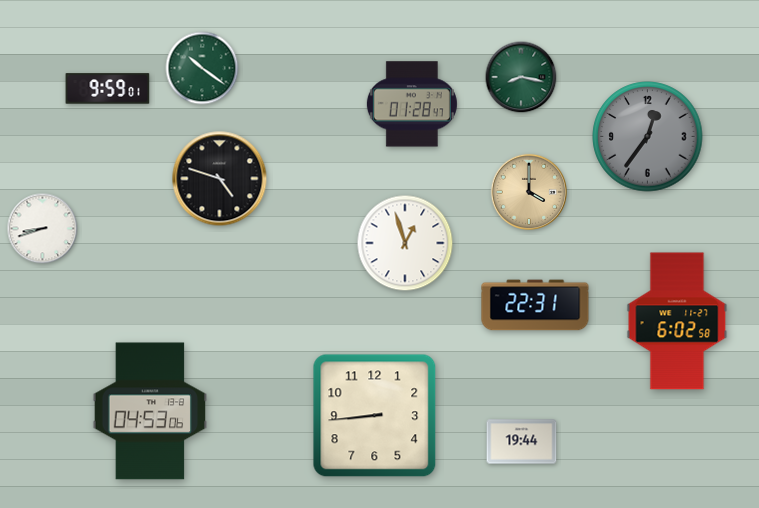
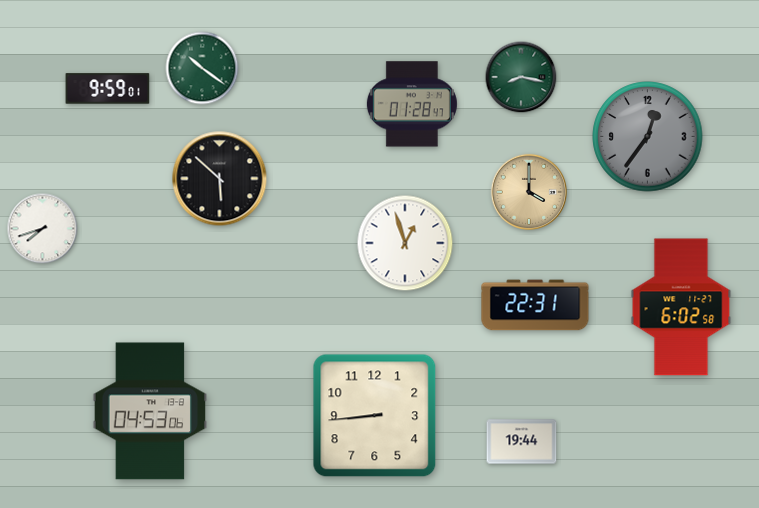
clock at (220, 179): 4:48 -> 5:52
clock at (43, 229): 8:42 -> 7:42
clock at (677, 321) position: (677, 321) -> (681, 307)
